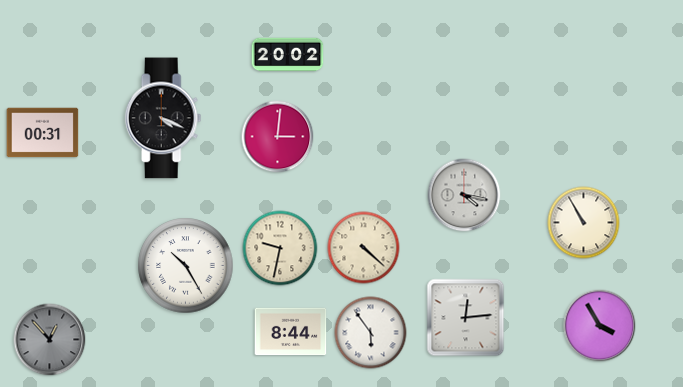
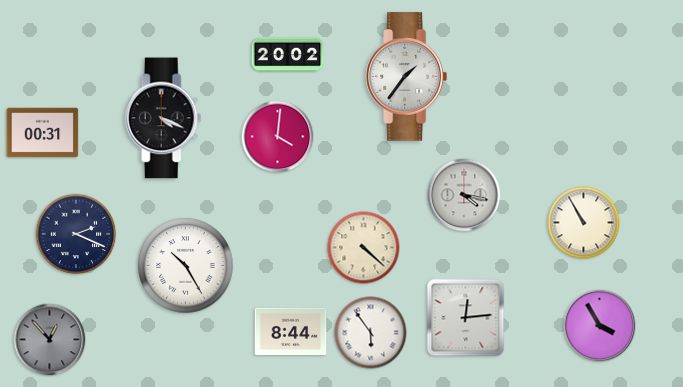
clock at (406, 77): none -> 1:36
clock at (278, 137): 3:01 -> 4:01
clock at (76, 234): none -> 2:19
clock at (280, 248): 9:32 -> none
